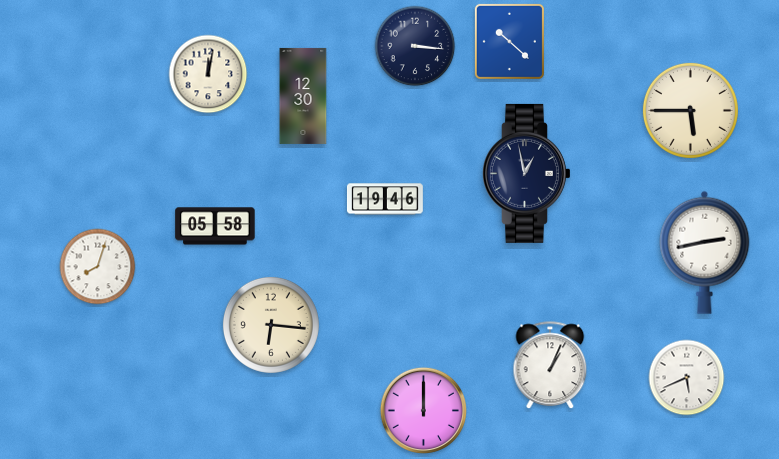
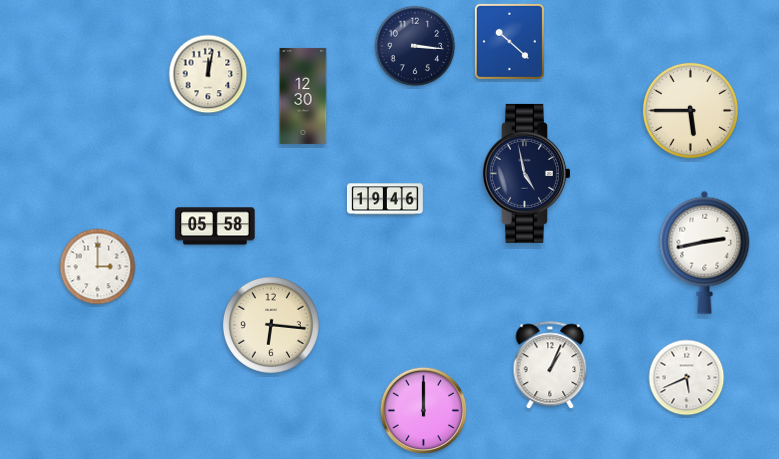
clock at (526, 173): 12:58 -> 4:58
clock at (98, 267): 8:03 -> 3:00
